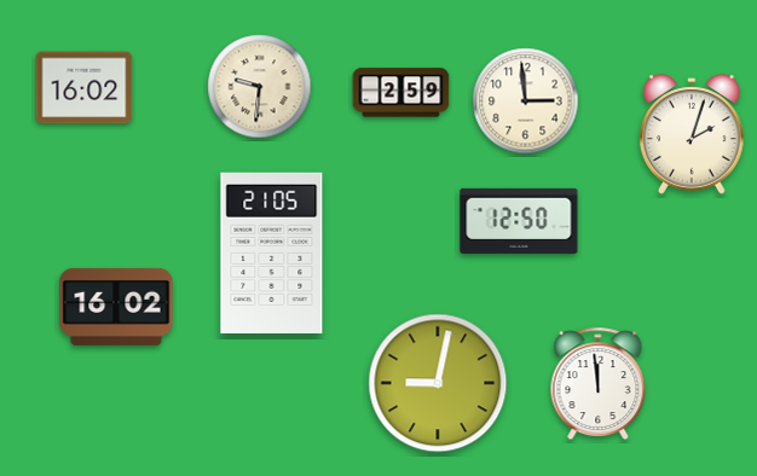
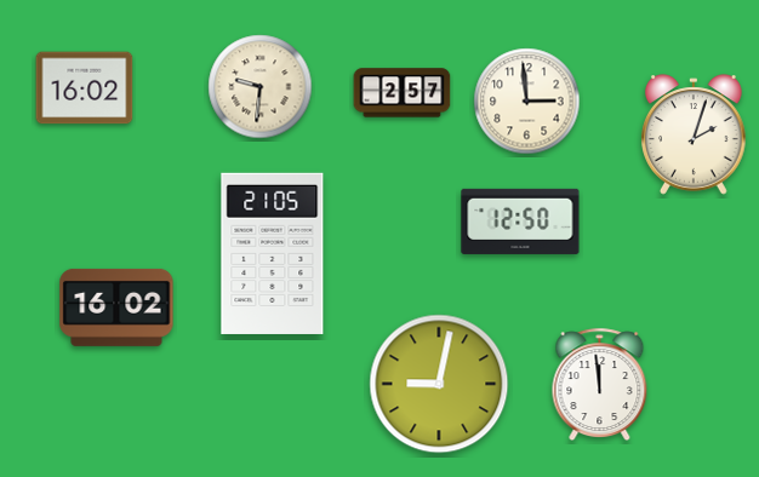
clock at (401, 93): 2:59 -> 2:57
